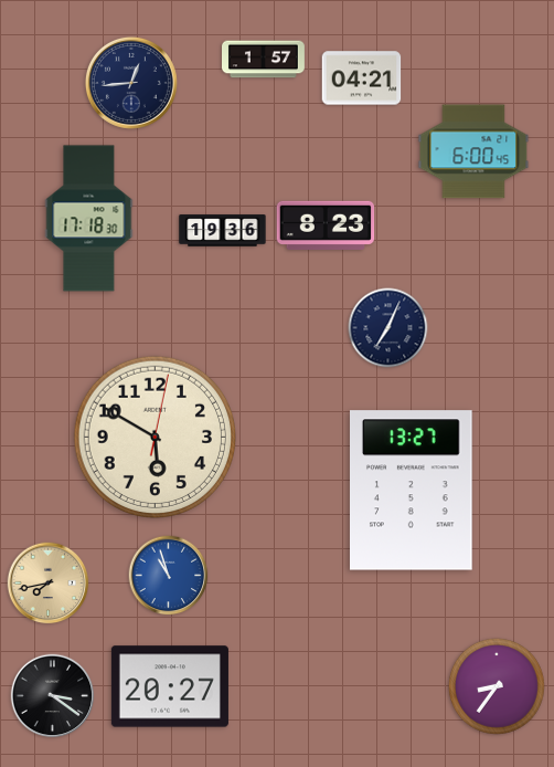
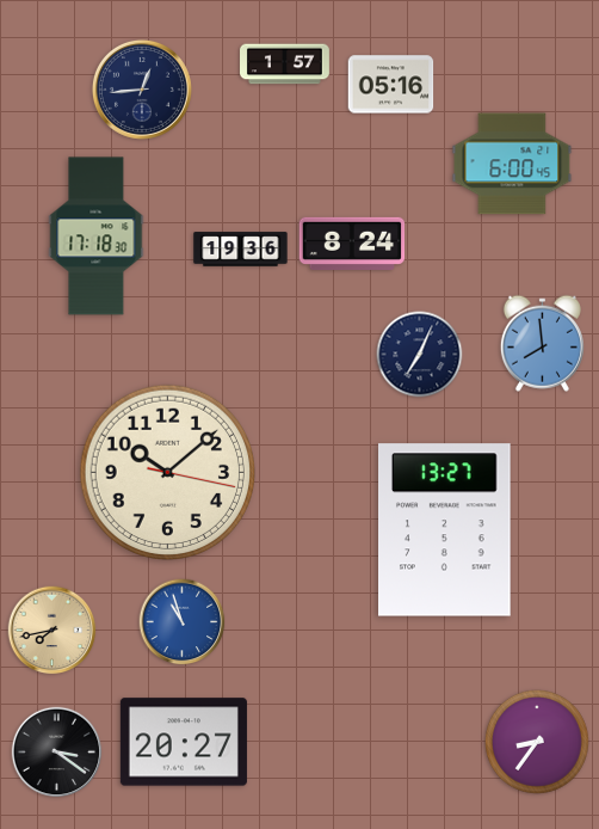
clock at (362, 78): 04:21 -> 05:16
clock at (326, 225): 8:23 -> 8:24
clock at (542, 343): none -> 7:59
clock at (155, 437): 5:50 -> 10:08
